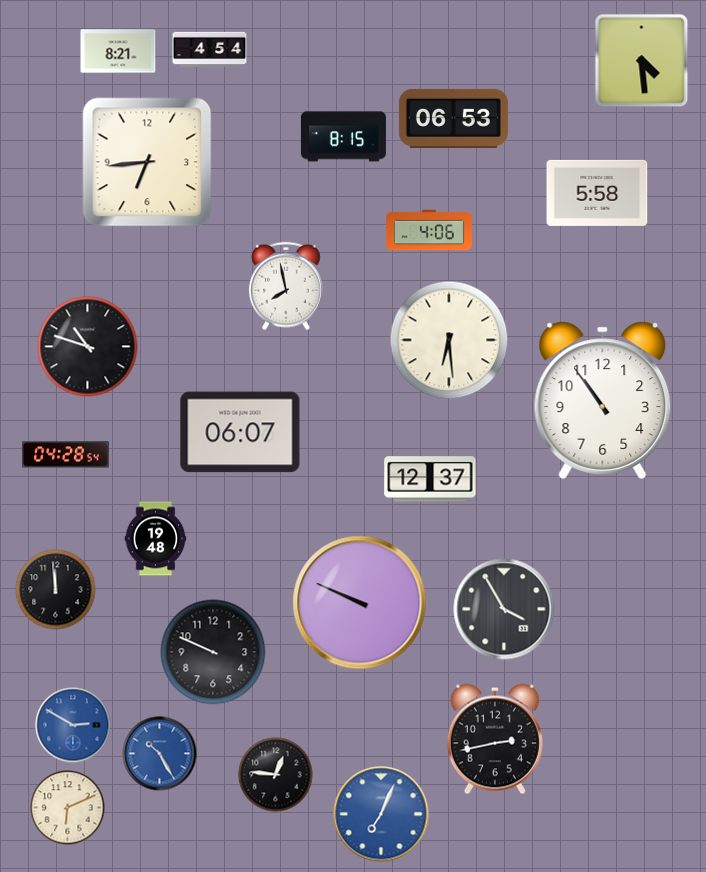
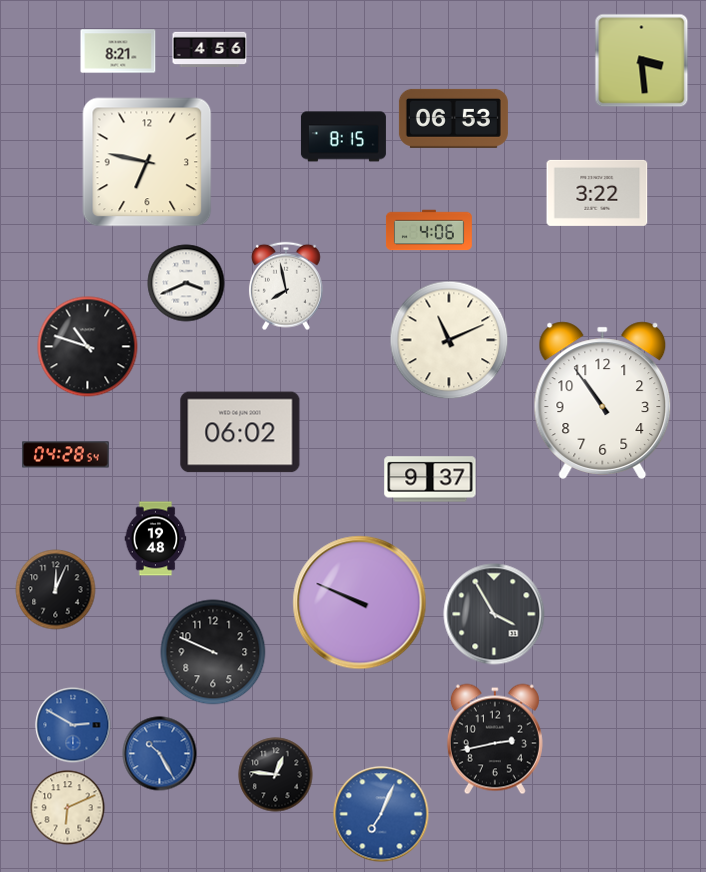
clock at (210, 50): 4:54 -> 4:56
clock at (642, 61): 4:29 -> 3:29
clock at (147, 162): 6:44 -> 6:47
clock at (597, 193): 5:58 -> 3:22
clock at (186, 283): none -> 3:41
clock at (449, 340): 6:29 -> 11:11
clock at (240, 432): 06:07 -> 06:02
clock at (430, 479): 12:37 -> 9:37
clock at (56, 590): 11:59 -> 12:04
clock at (504, 609) position: (504, 609) -> (494, 614)
